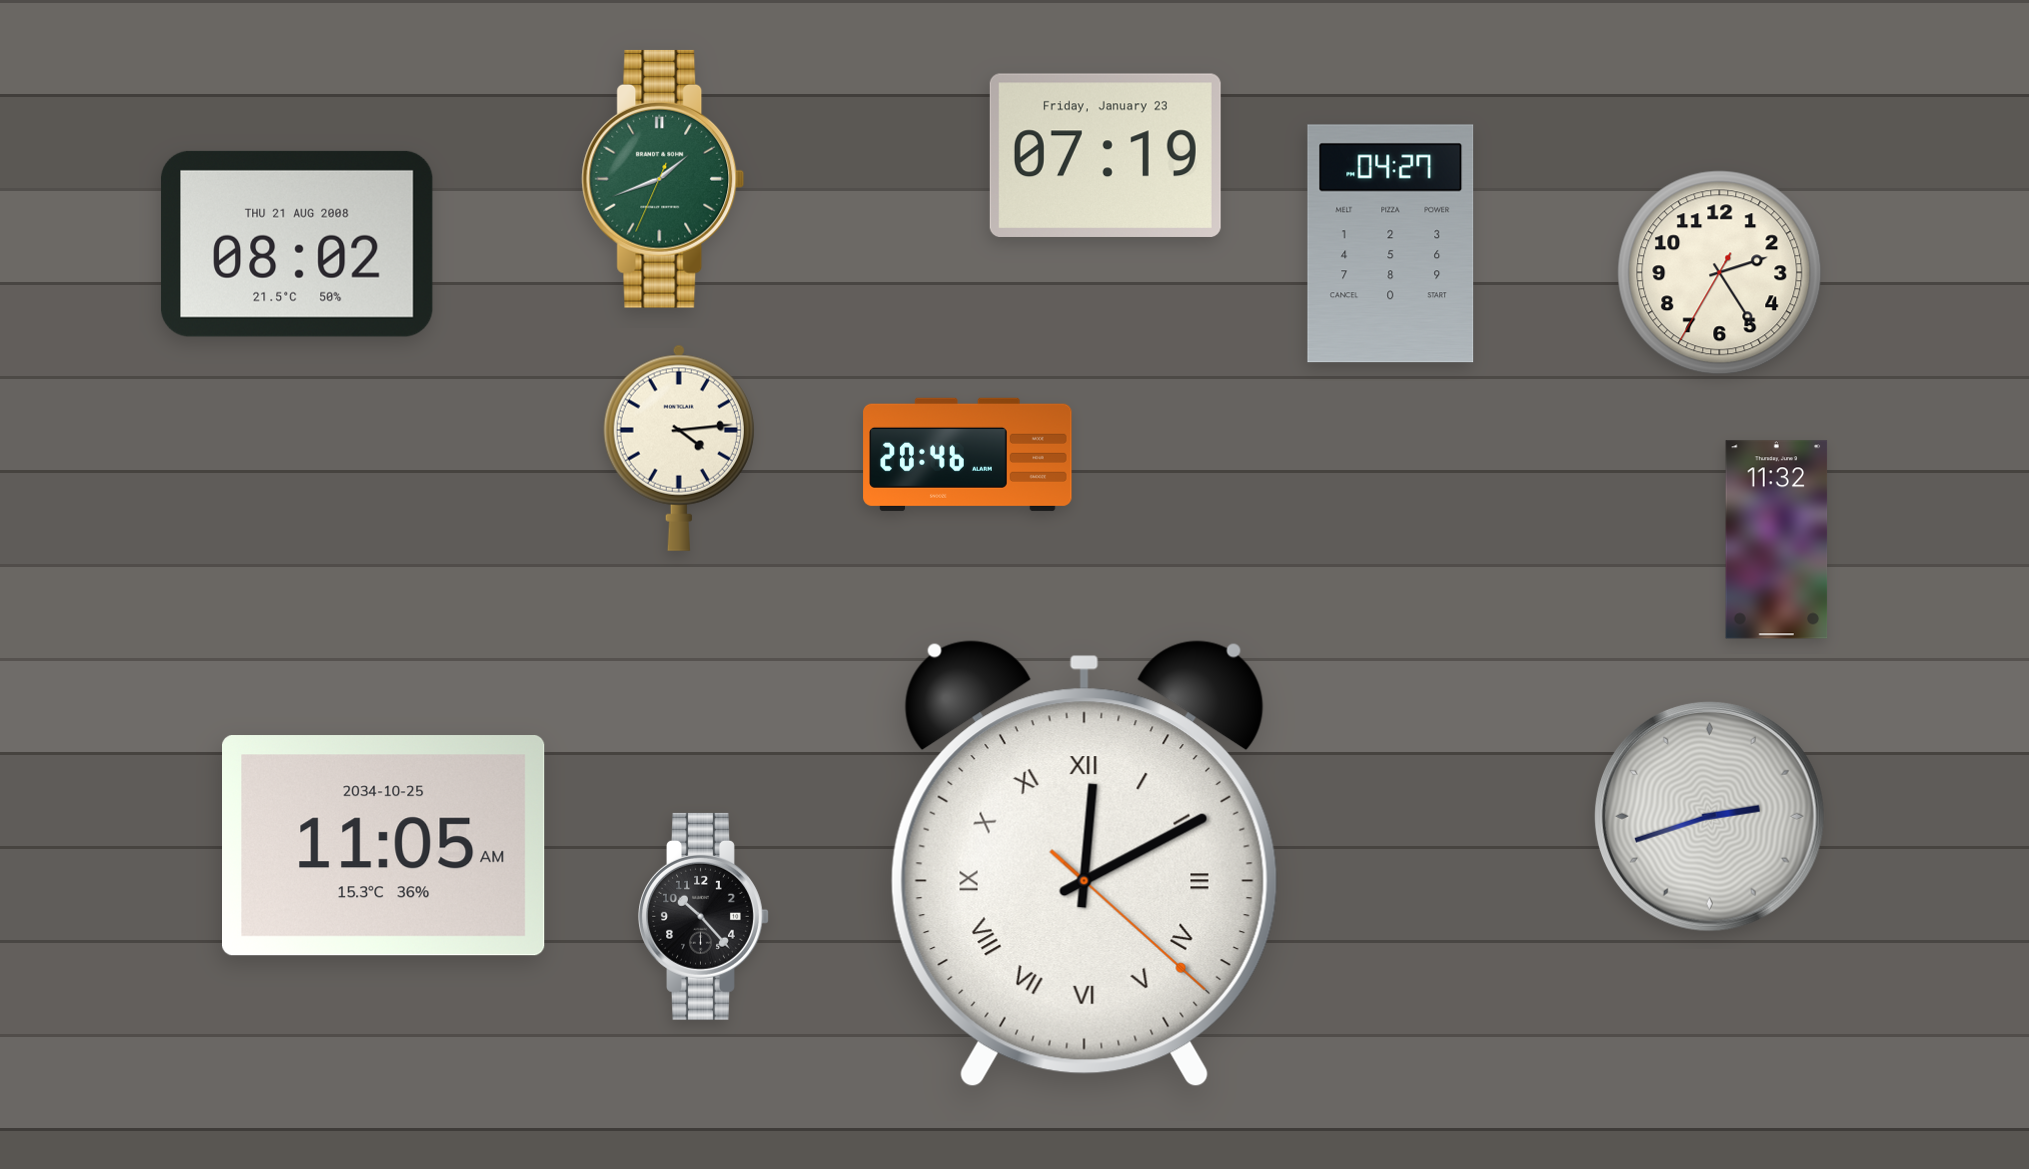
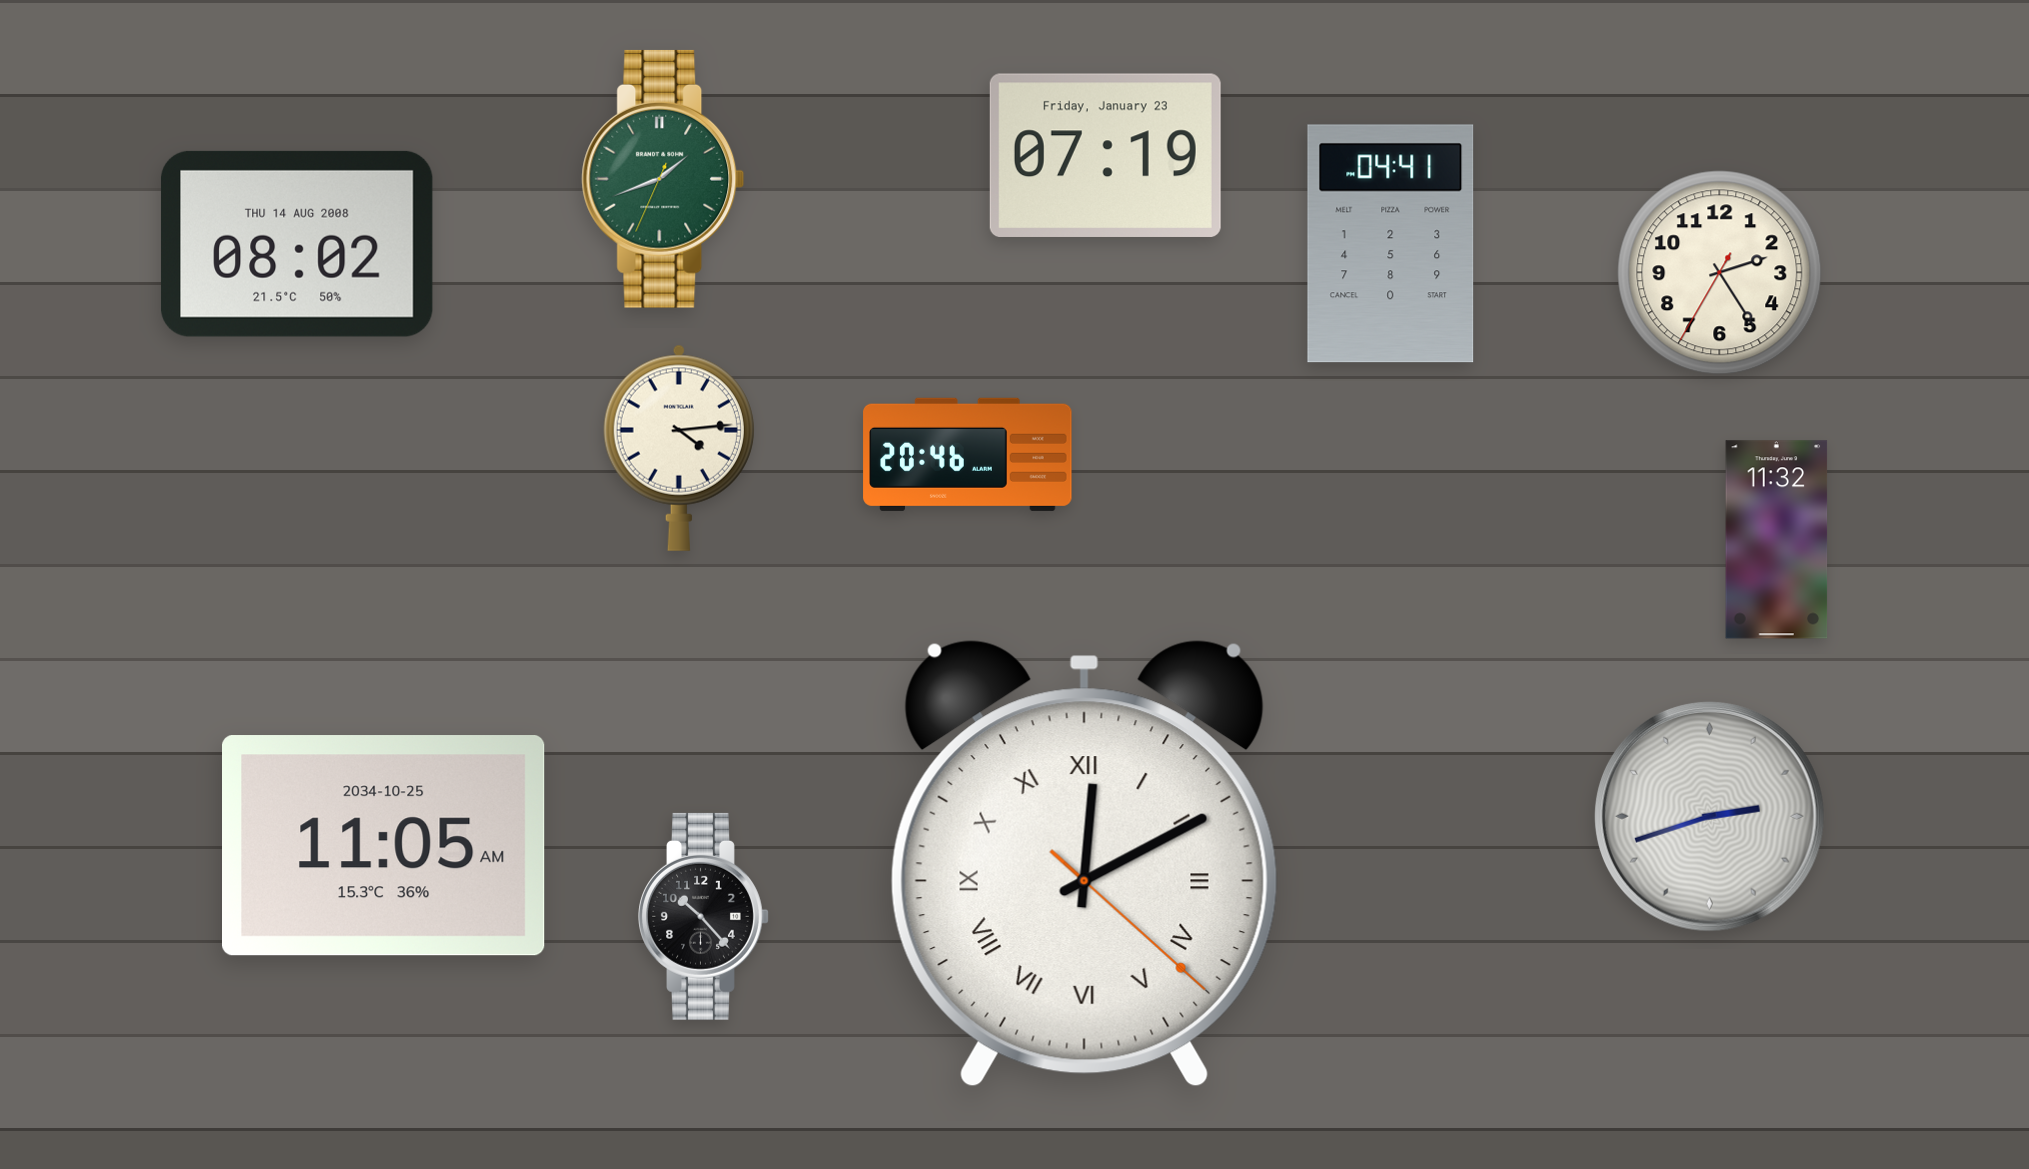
clock at (297, 244) date: THU 21 AUG 2008 -> THU 14 AUG 2008
clock at (1391, 244): 04:27 -> 04:41
